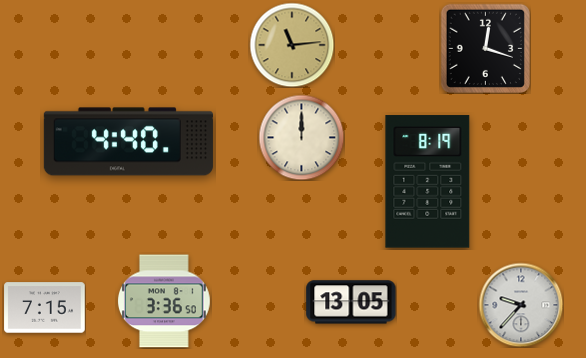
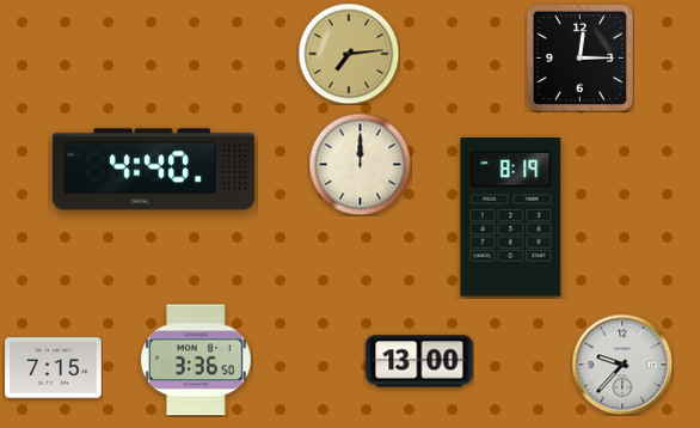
clock at (292, 45): 11:14 -> 7:14
clock at (485, 48): 12:18 -> 12:15
clock at (351, 302): 13:05 -> 13:00
